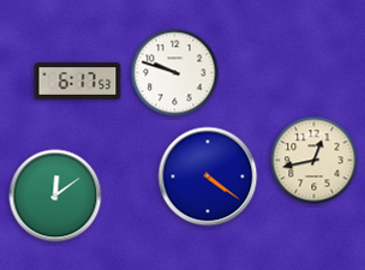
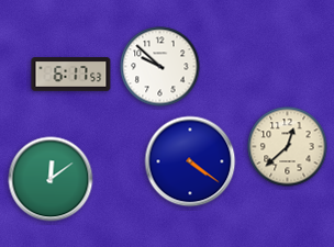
clock at (175, 73): 9:48 -> 9:52
clock at (315, 161): 12:43 -> 12:38
